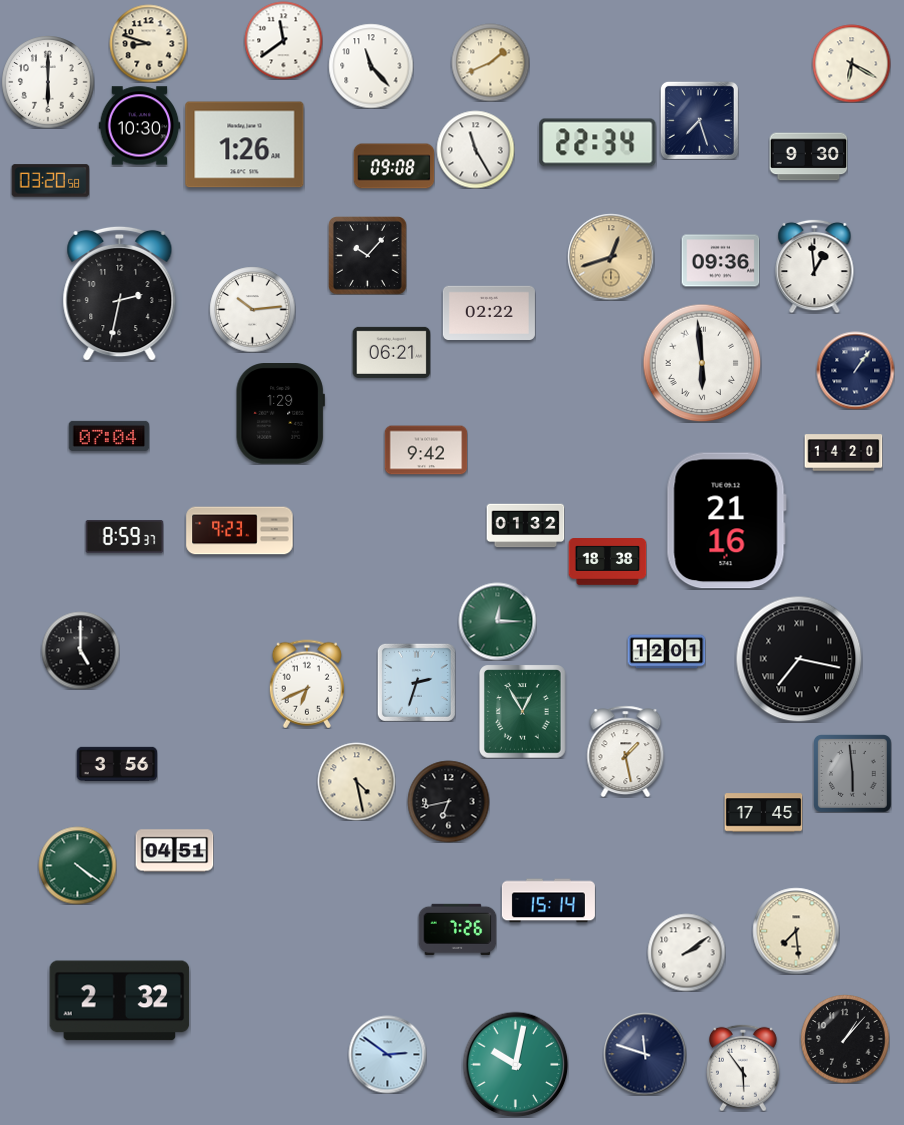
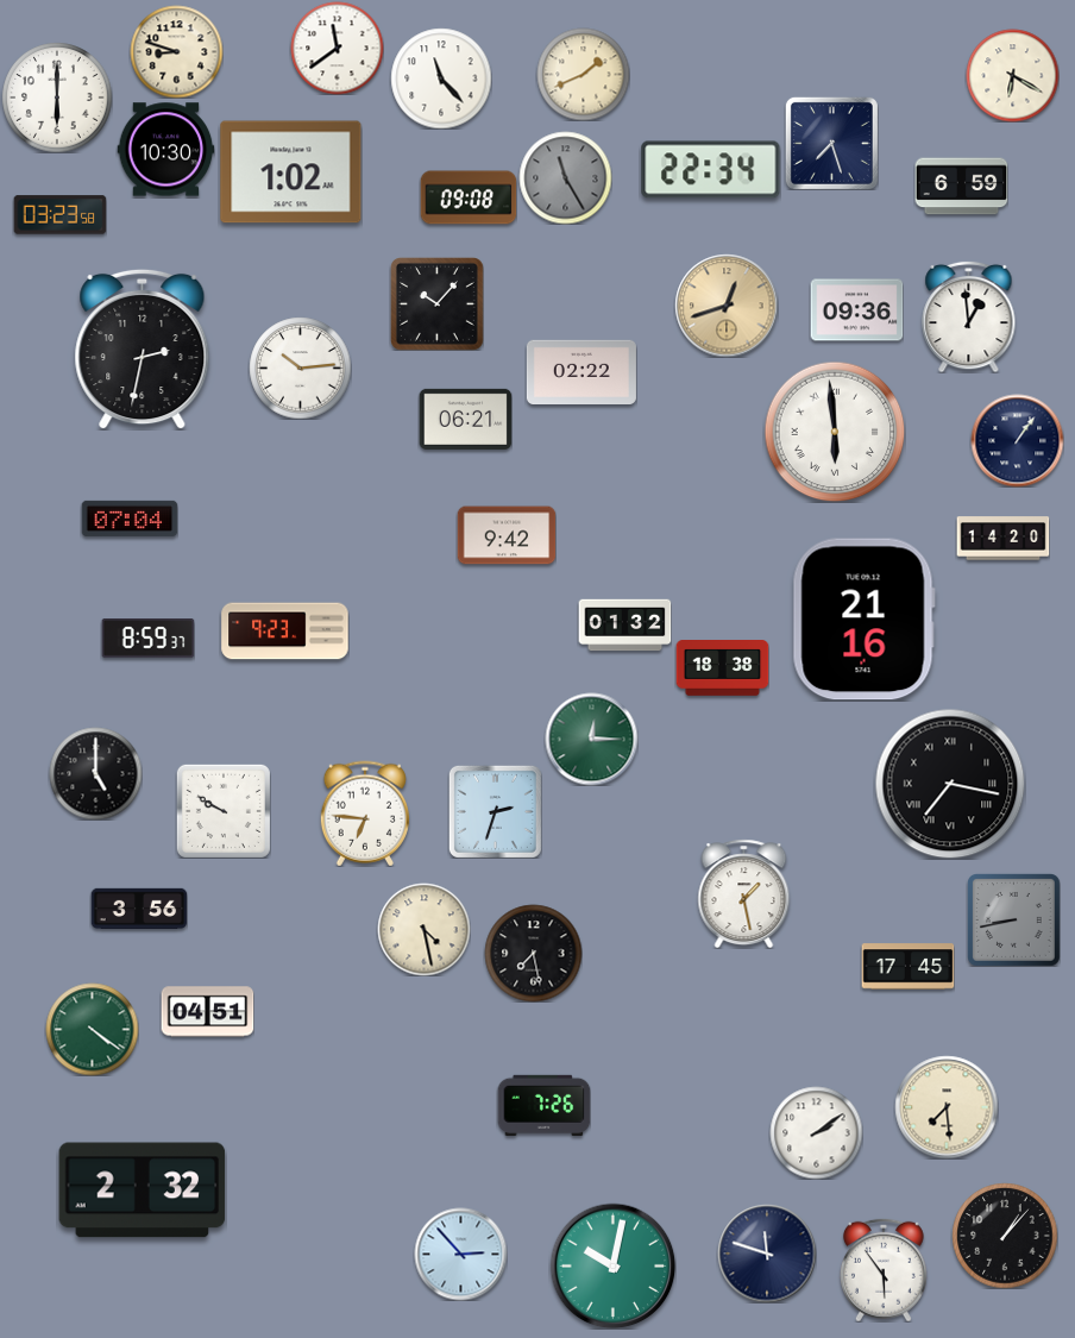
clock at (245, 145): 1:26 -> 1:02
clock at (475, 149) dial: white -> grey
clock at (808, 157): 9:30 -> 6:59
clock at (50, 181): 03:20 -> 03:23
clock at (280, 414): 1:29 -> none
clock at (666, 652): 12:01 -> none
clock at (224, 811): none -> 9:50
clock at (307, 684): 6:41 -> 6:46
clock at (523, 711): 12:55 -> none
clock at (853, 774): 5:59 -> 8:43
clock at (448, 801): 6:43 -> 7:28
clock at (548, 901): 15:14 -> none
clock at (387, 1054): 2:51 -> 2:53
